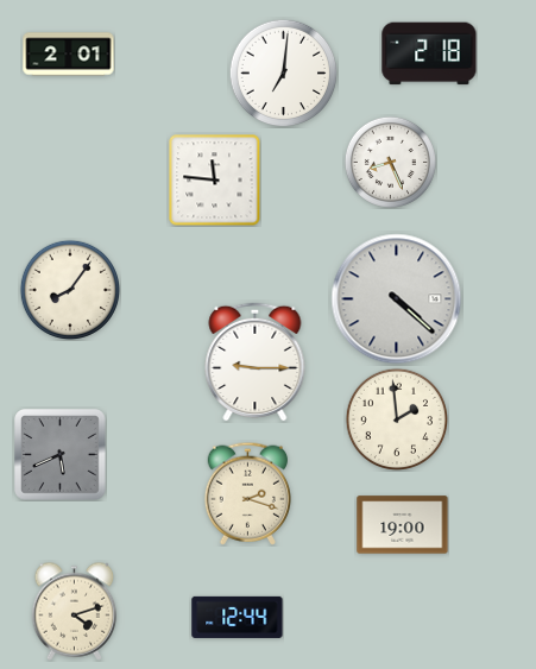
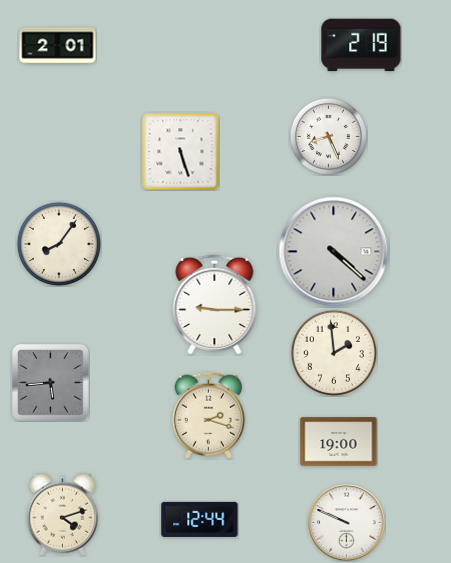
clock at (429, 53): 2:18 -> 2:19
clock at (283, 72): 7:01 -> none
clock at (214, 179): 11:46 -> 5:27
clock at (61, 455): 5:41 -> 5:44
clock at (347, 523): none -> 9:49
